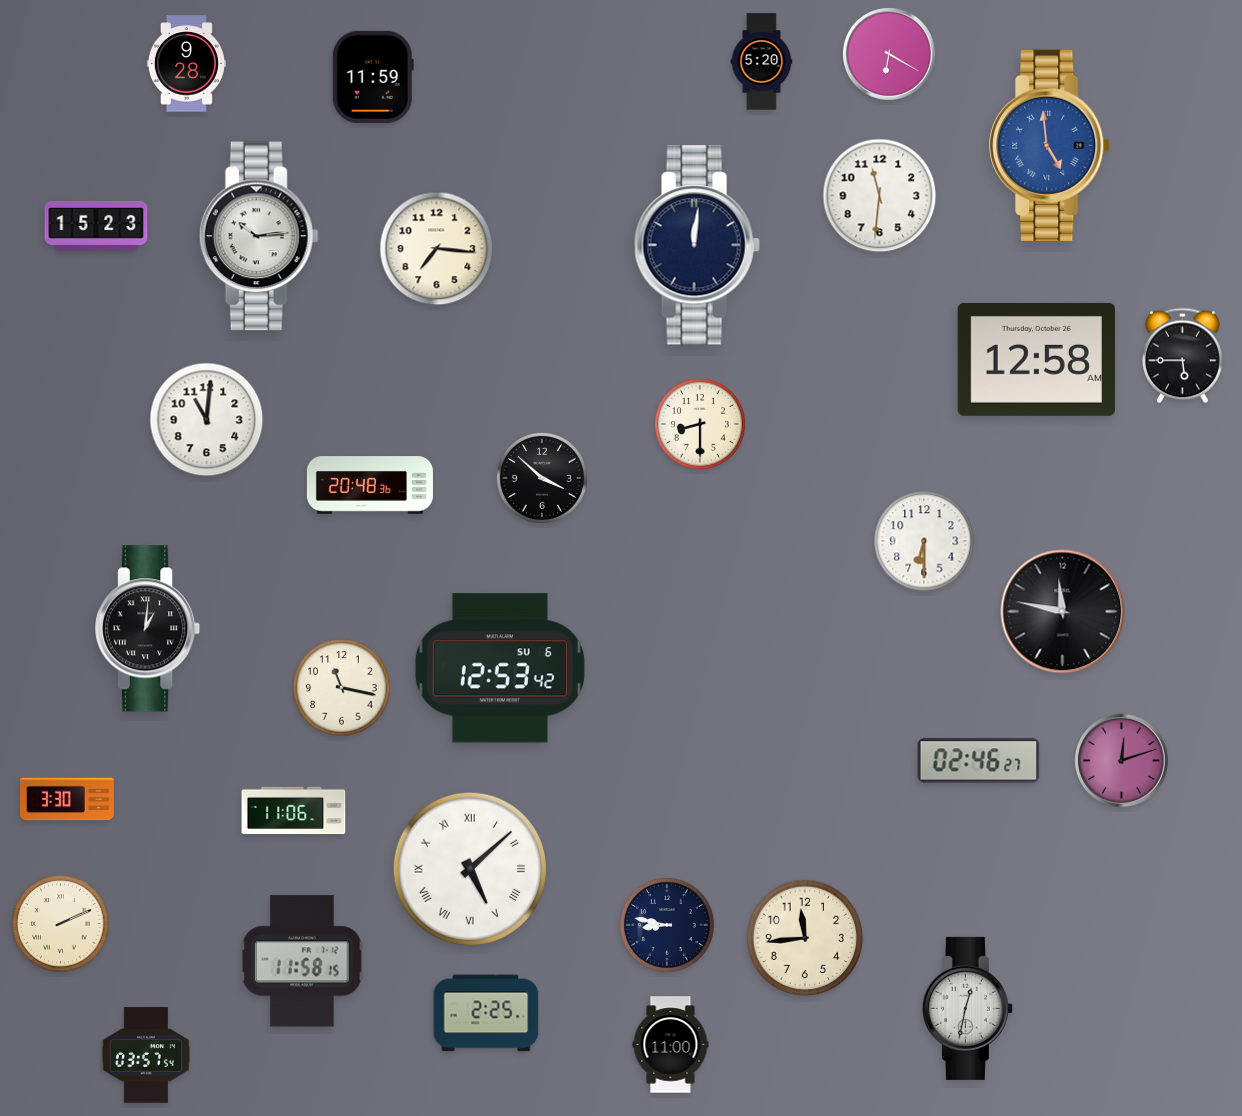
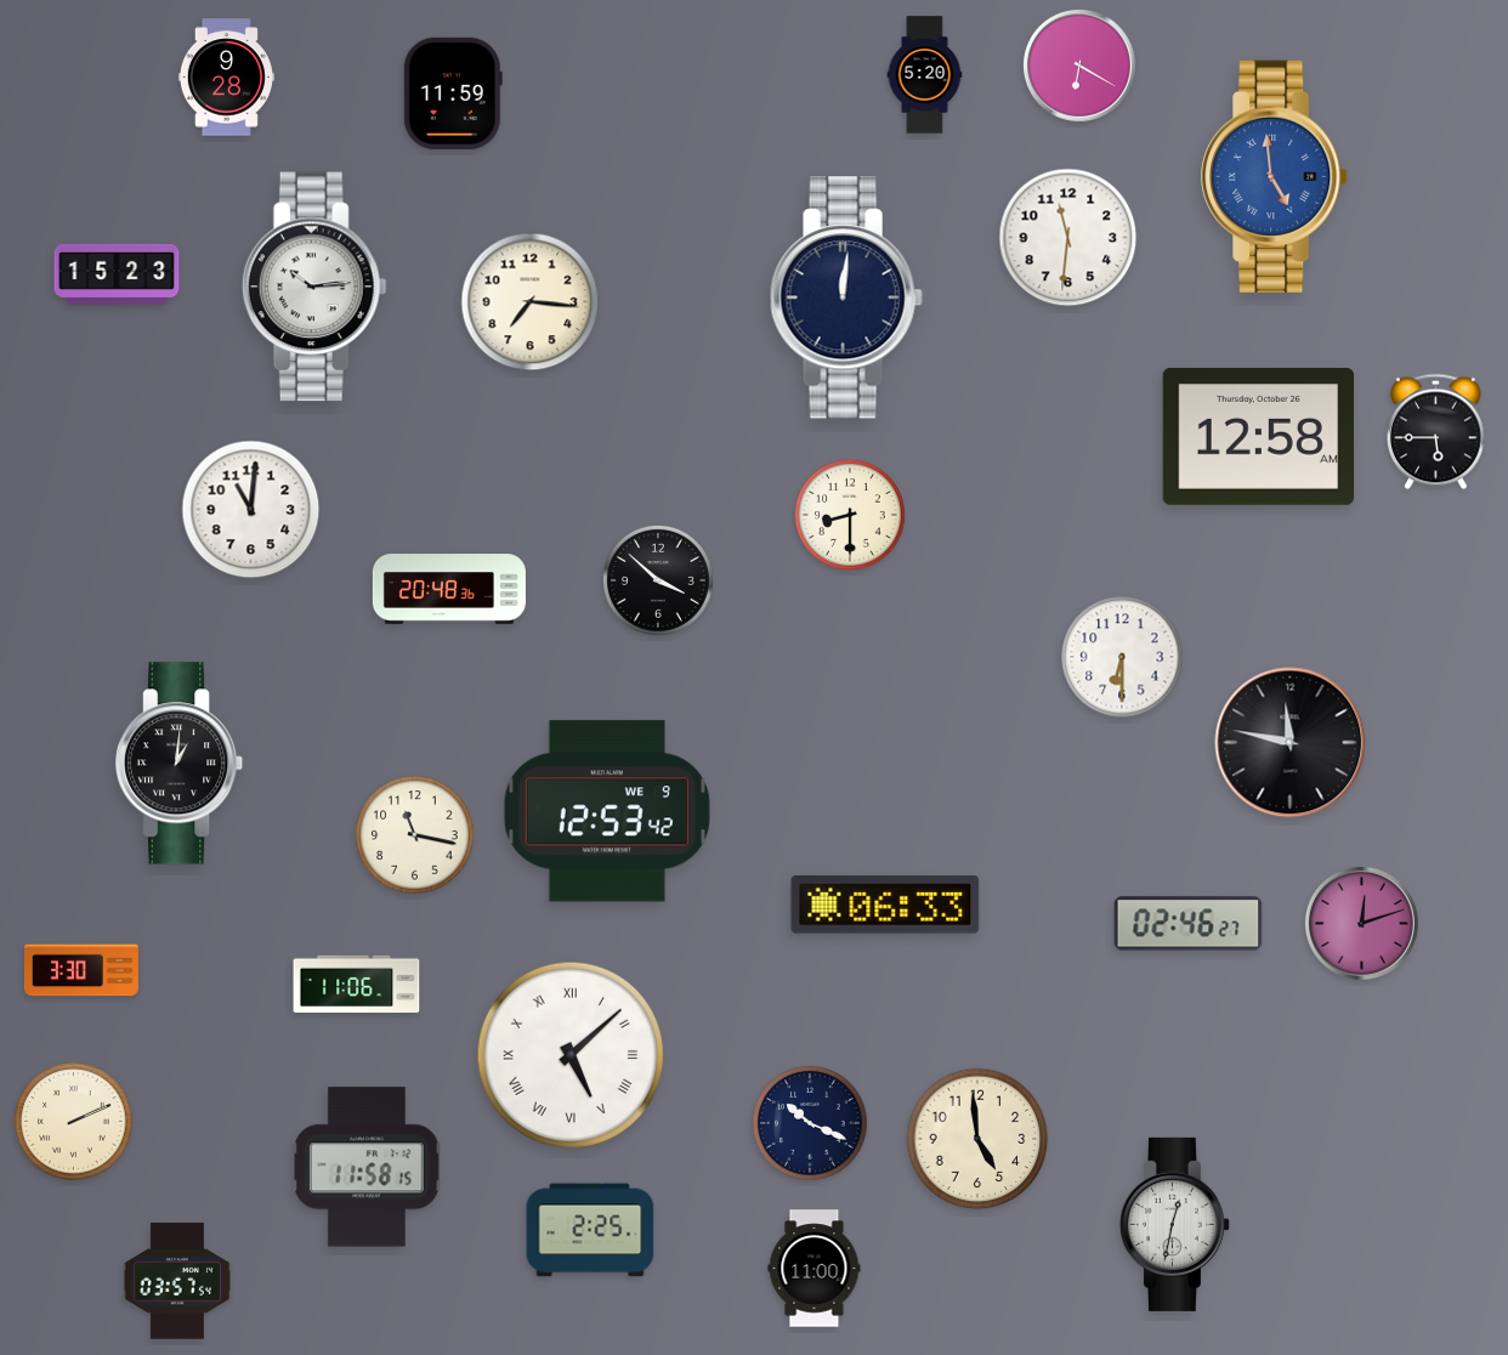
clock at (500, 668) date: SU 6 -> WE 9
clock at (885, 905): none -> 06:33
clock at (667, 925): 8:47 -> 10:19
clock at (805, 938): 11:44 -> 4:59
